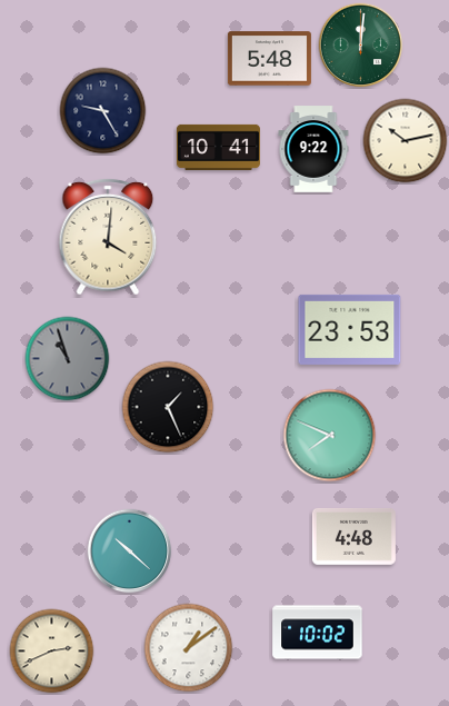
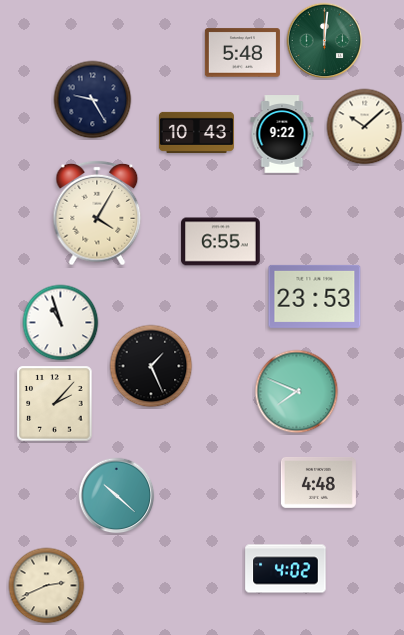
clock at (406, 141): 10:13 -> 10:08
clock at (218, 147): 10:41 -> 10:43
clock at (108, 237): 4:01 -> 4:05
clock at (221, 242): none -> 6:55
clock at (68, 359) dial: grey -> white
clock at (55, 404): none -> 2:07
clock at (318, 633): 10:02 -> 4:02
clock at (189, 648): 1:09 -> none
